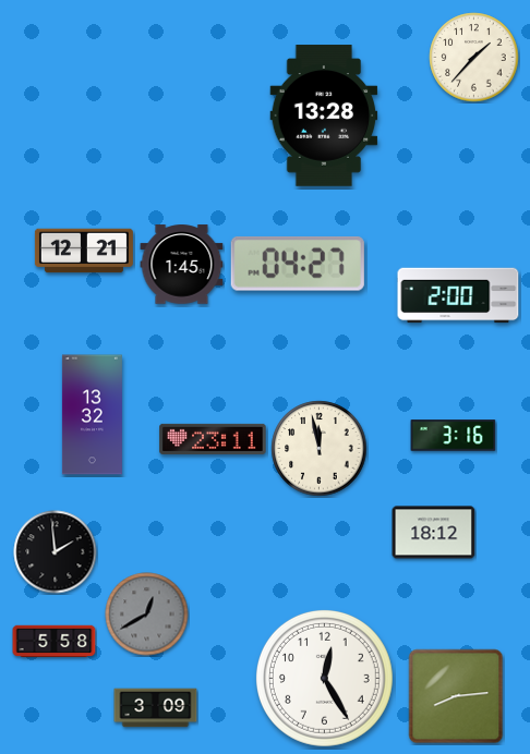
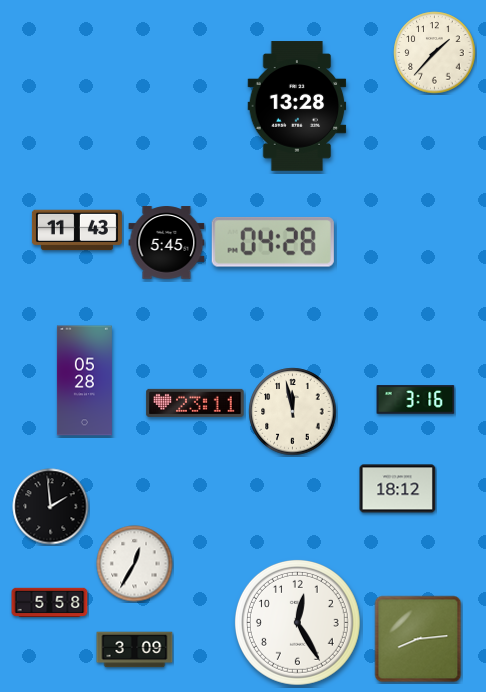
clock at (84, 251): 12:21 -> 11:43
clock at (298, 264): 04:27 -> 04:28
clock at (182, 265): 1:45 -> 5:45
clock at (458, 295): 2:00 -> none
clock at (92, 415): 13:32 -> 05:28
clock at (147, 615): 12:40 -> 12:35
clock at (147, 615) dial: grey -> white
clock at (55, 642) position: (55, 642) -> (50, 603)
clock at (156, 708) position: (156, 708) -> (135, 650)
